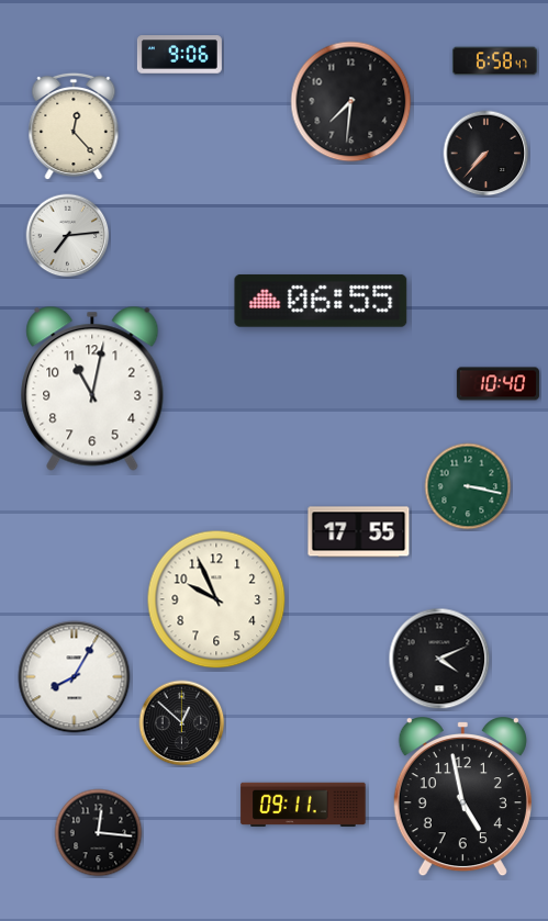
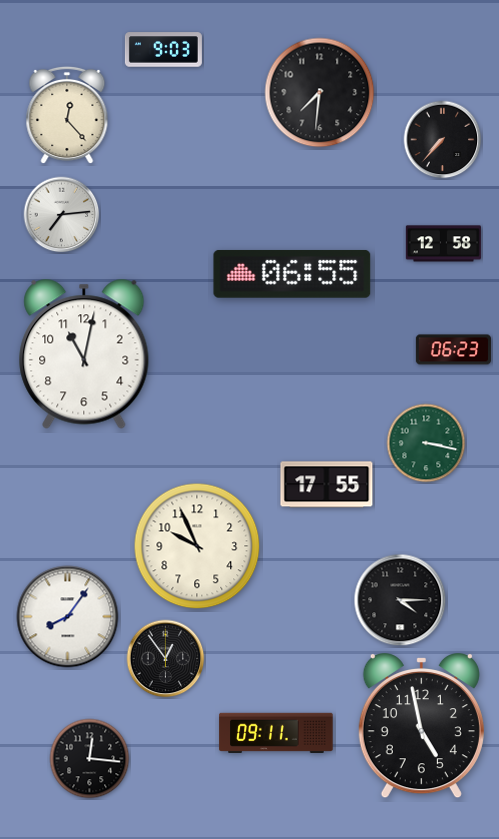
clock at (179, 55): 9:06 -> 9:03
clock at (494, 61): 6:58 -> none
clock at (443, 244): none -> 12:58
clock at (497, 384): 10:40 -> 06:23
clock at (439, 659): 4:11 -> 4:15
clock at (75, 677): 8:05 -> 8:06
clock at (182, 723): 12:52 -> 12:54
